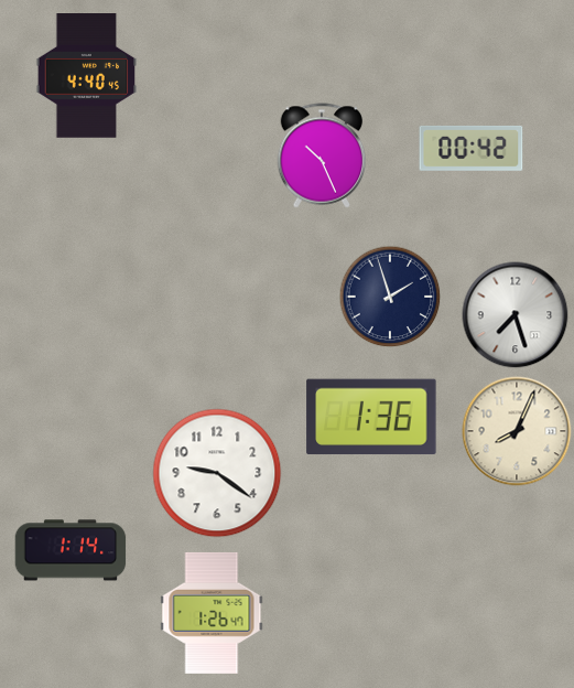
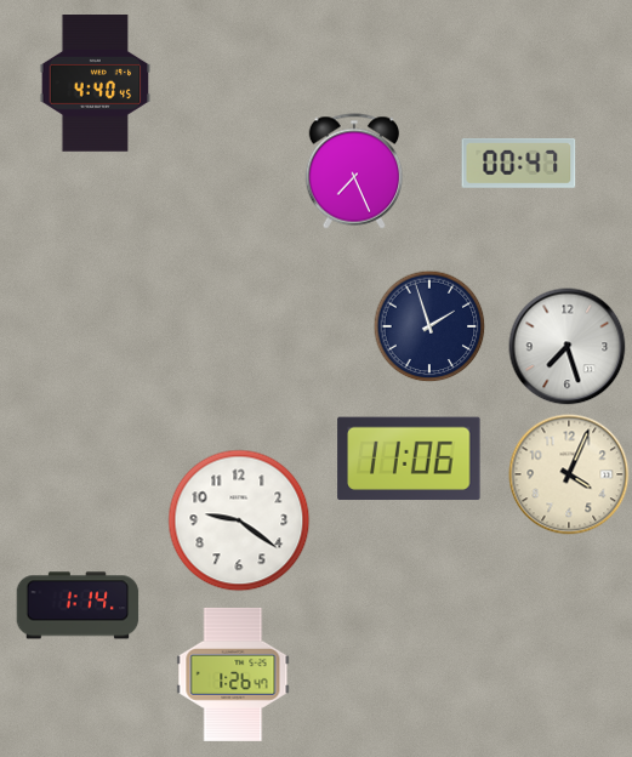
clock at (472, 148): 00:42 -> 00:47
clock at (322, 155): 10:26 -> 7:26
clock at (371, 417): 1:36 -> 11:06
clock at (517, 431): 8:04 -> 4:04
